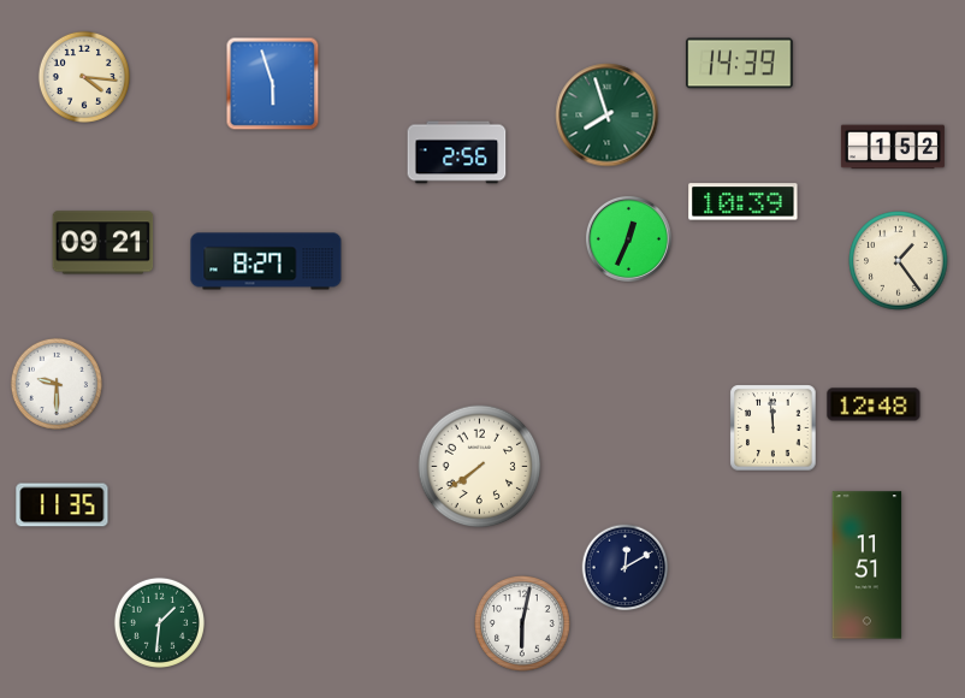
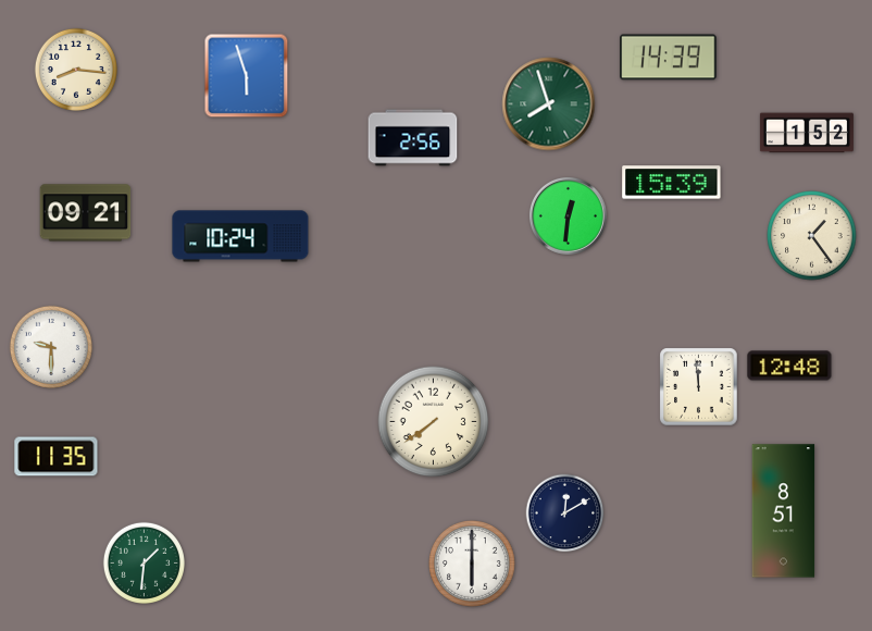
clock at (84, 77): 4:16 -> 8:16
clock at (744, 202): 10:39 -> 15:39
clock at (628, 238): 12:34 -> 12:31
clock at (103, 243) position: (103, 243) -> (86, 213)
clock at (266, 261): 8:27 -> 10:24
clock at (868, 566): 11:51 -> 8:51
clock at (523, 625): 6:02 -> 6:00
